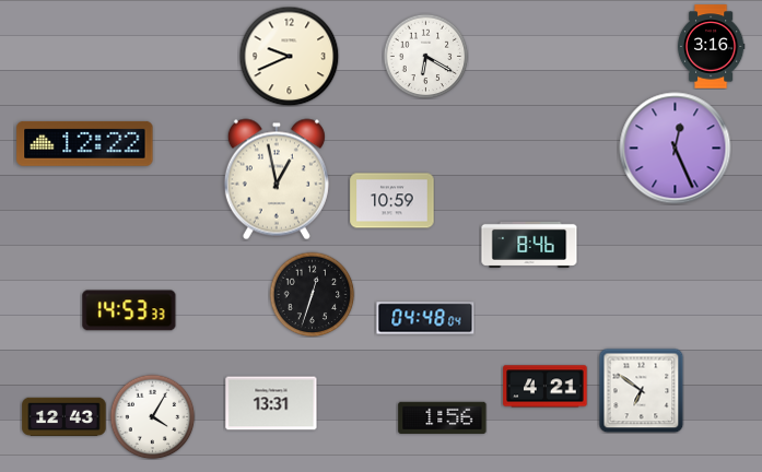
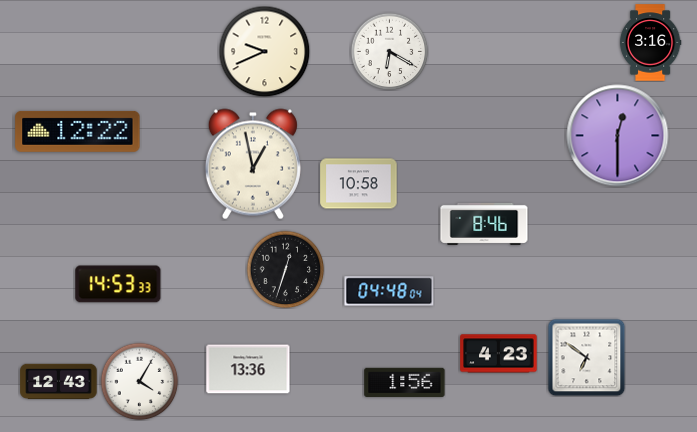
clock at (676, 149): 12:26 -> 12:30
clock at (392, 201): 10:59 -> 10:58
clock at (546, 387): 4:21 -> 4:23
clock at (271, 403): 13:31 -> 13:36
